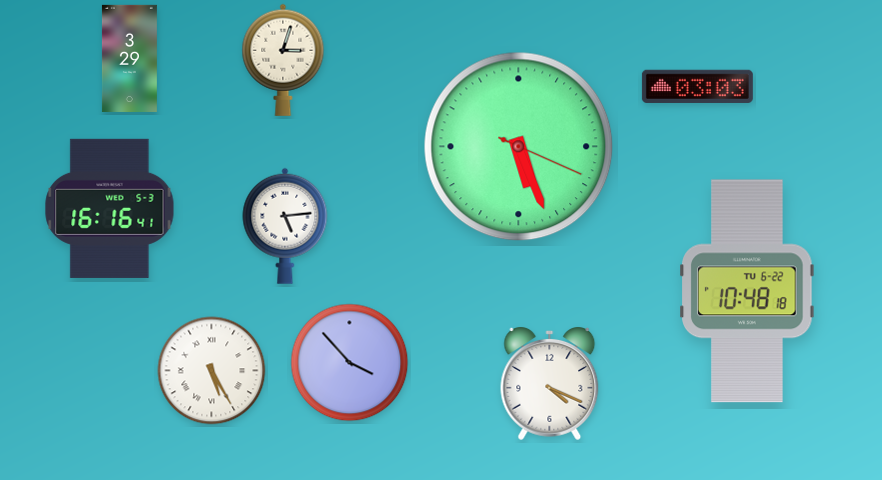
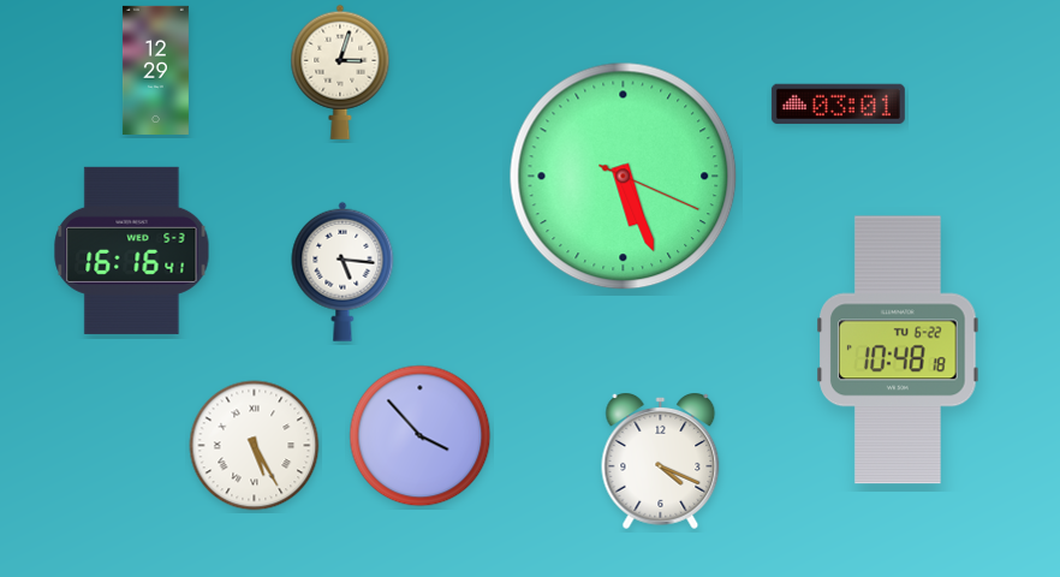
clock at (129, 58): 3:29 -> 12:29
clock at (697, 86): 03:03 -> 03:01
clock at (285, 226): 5:14 -> 5:16
